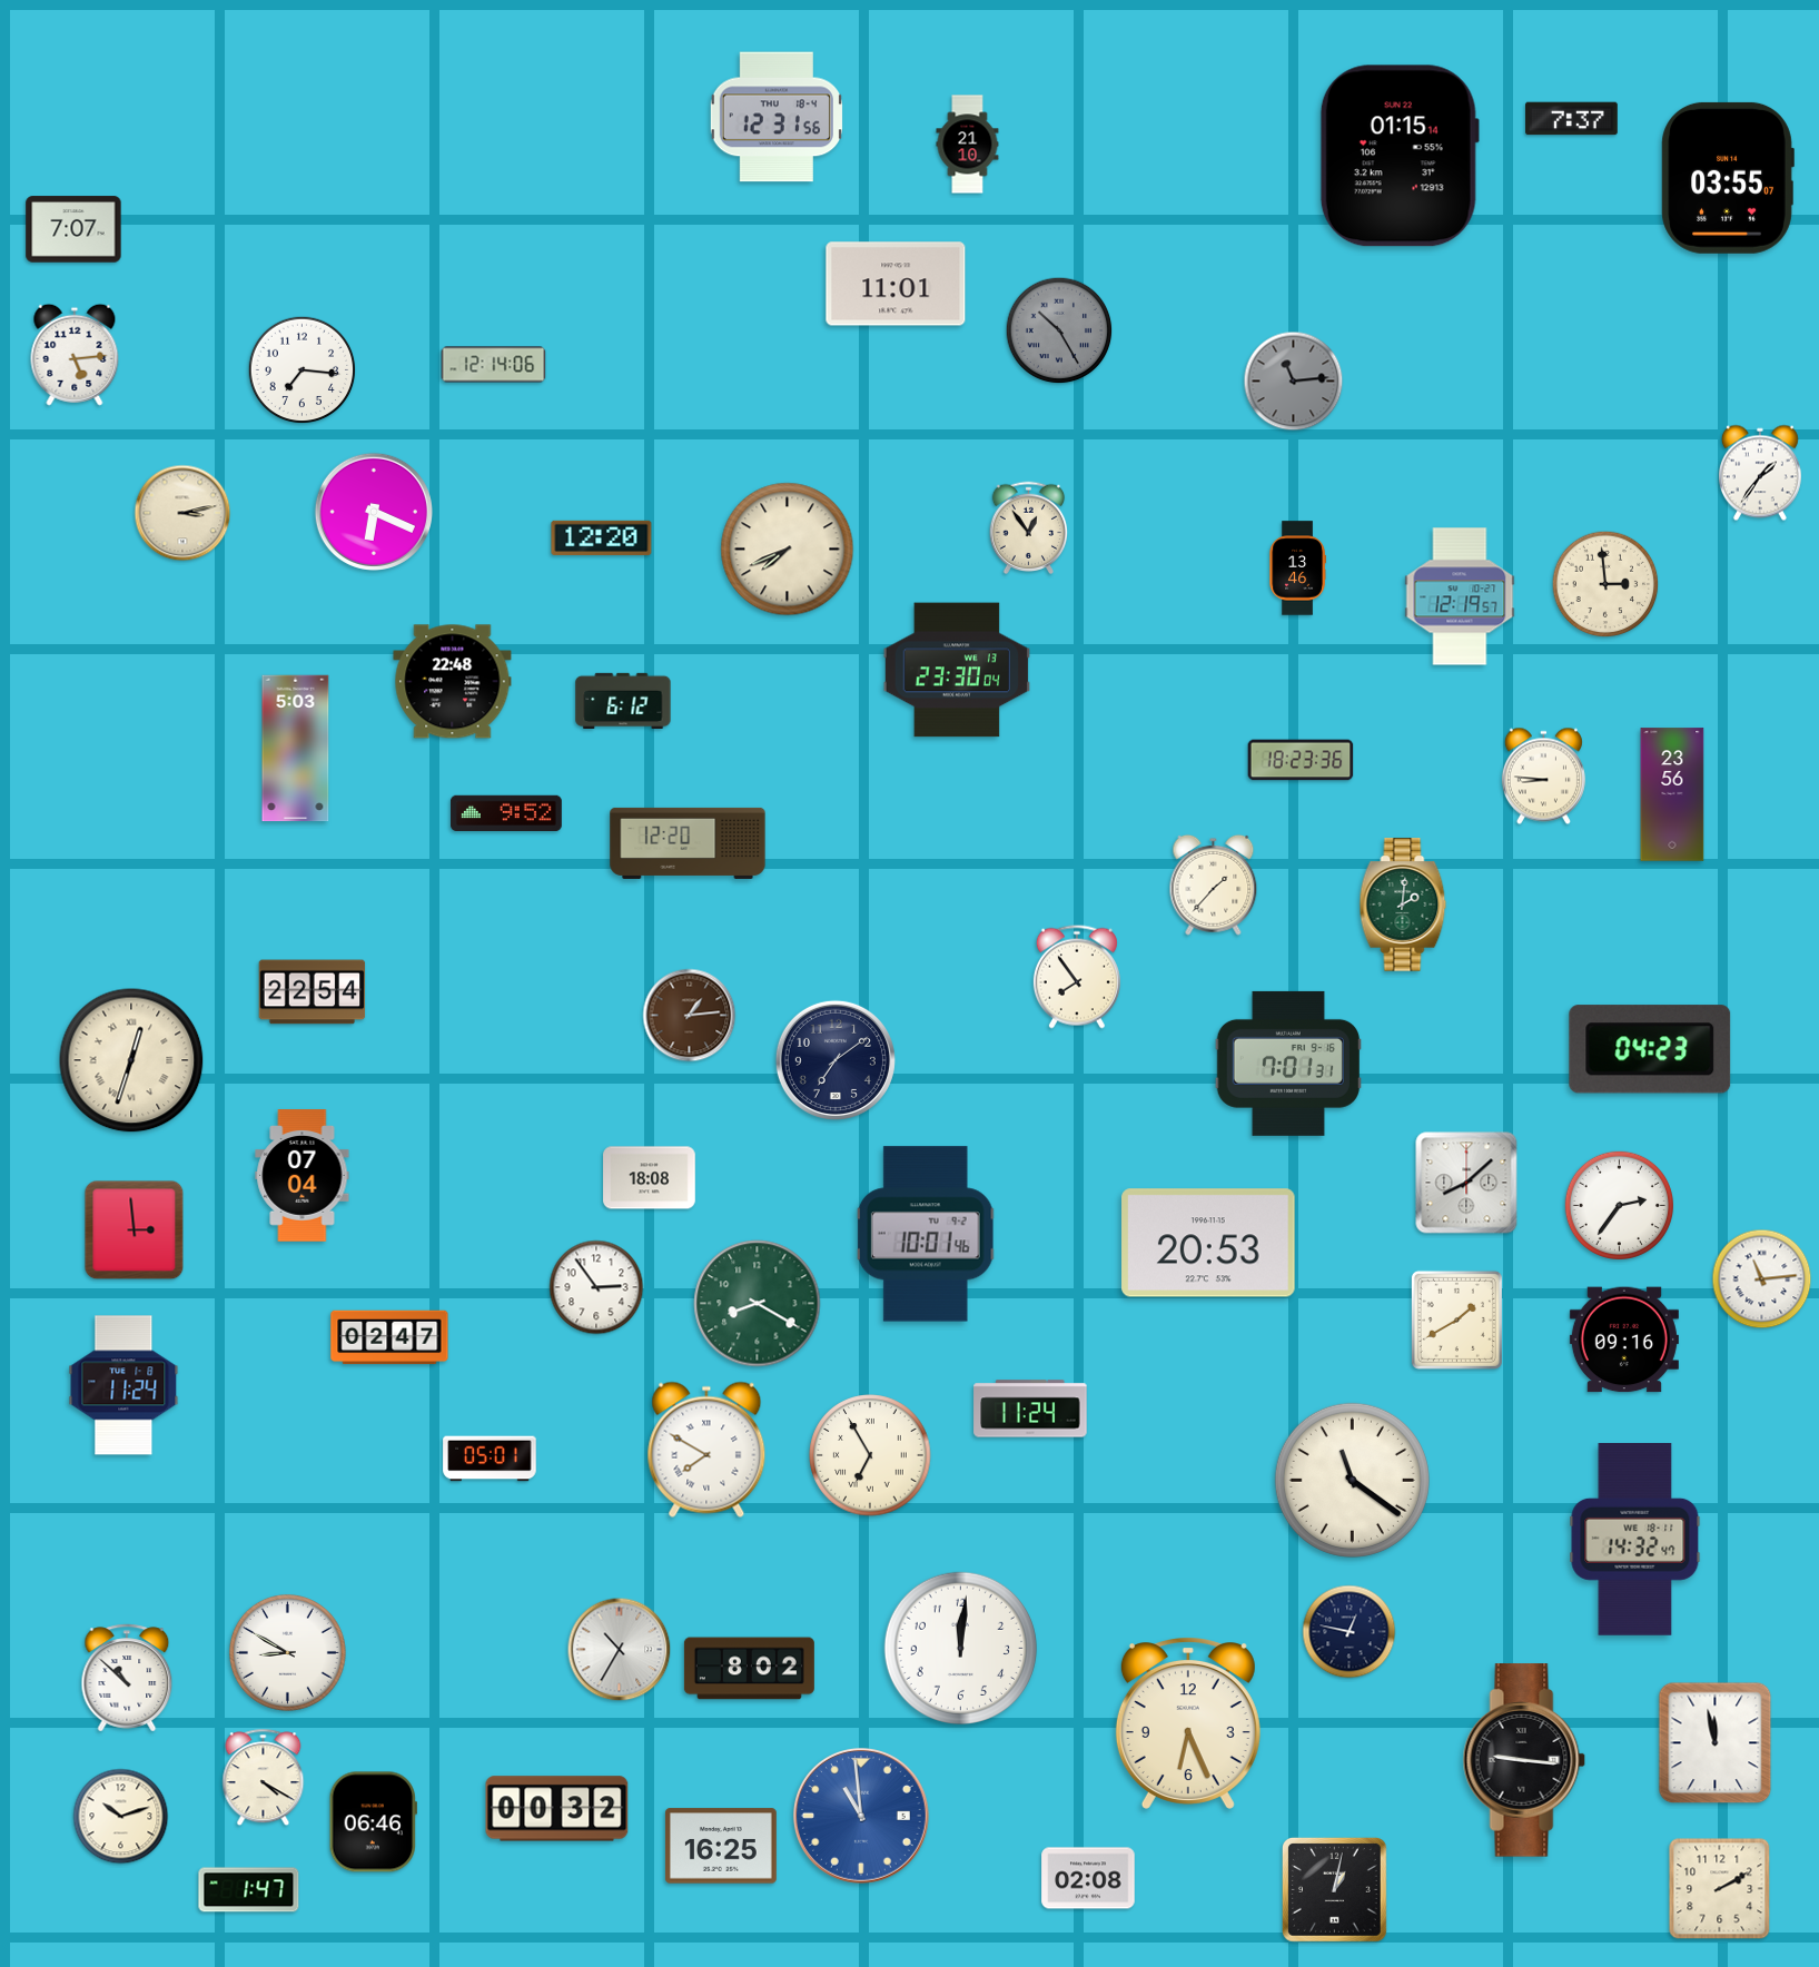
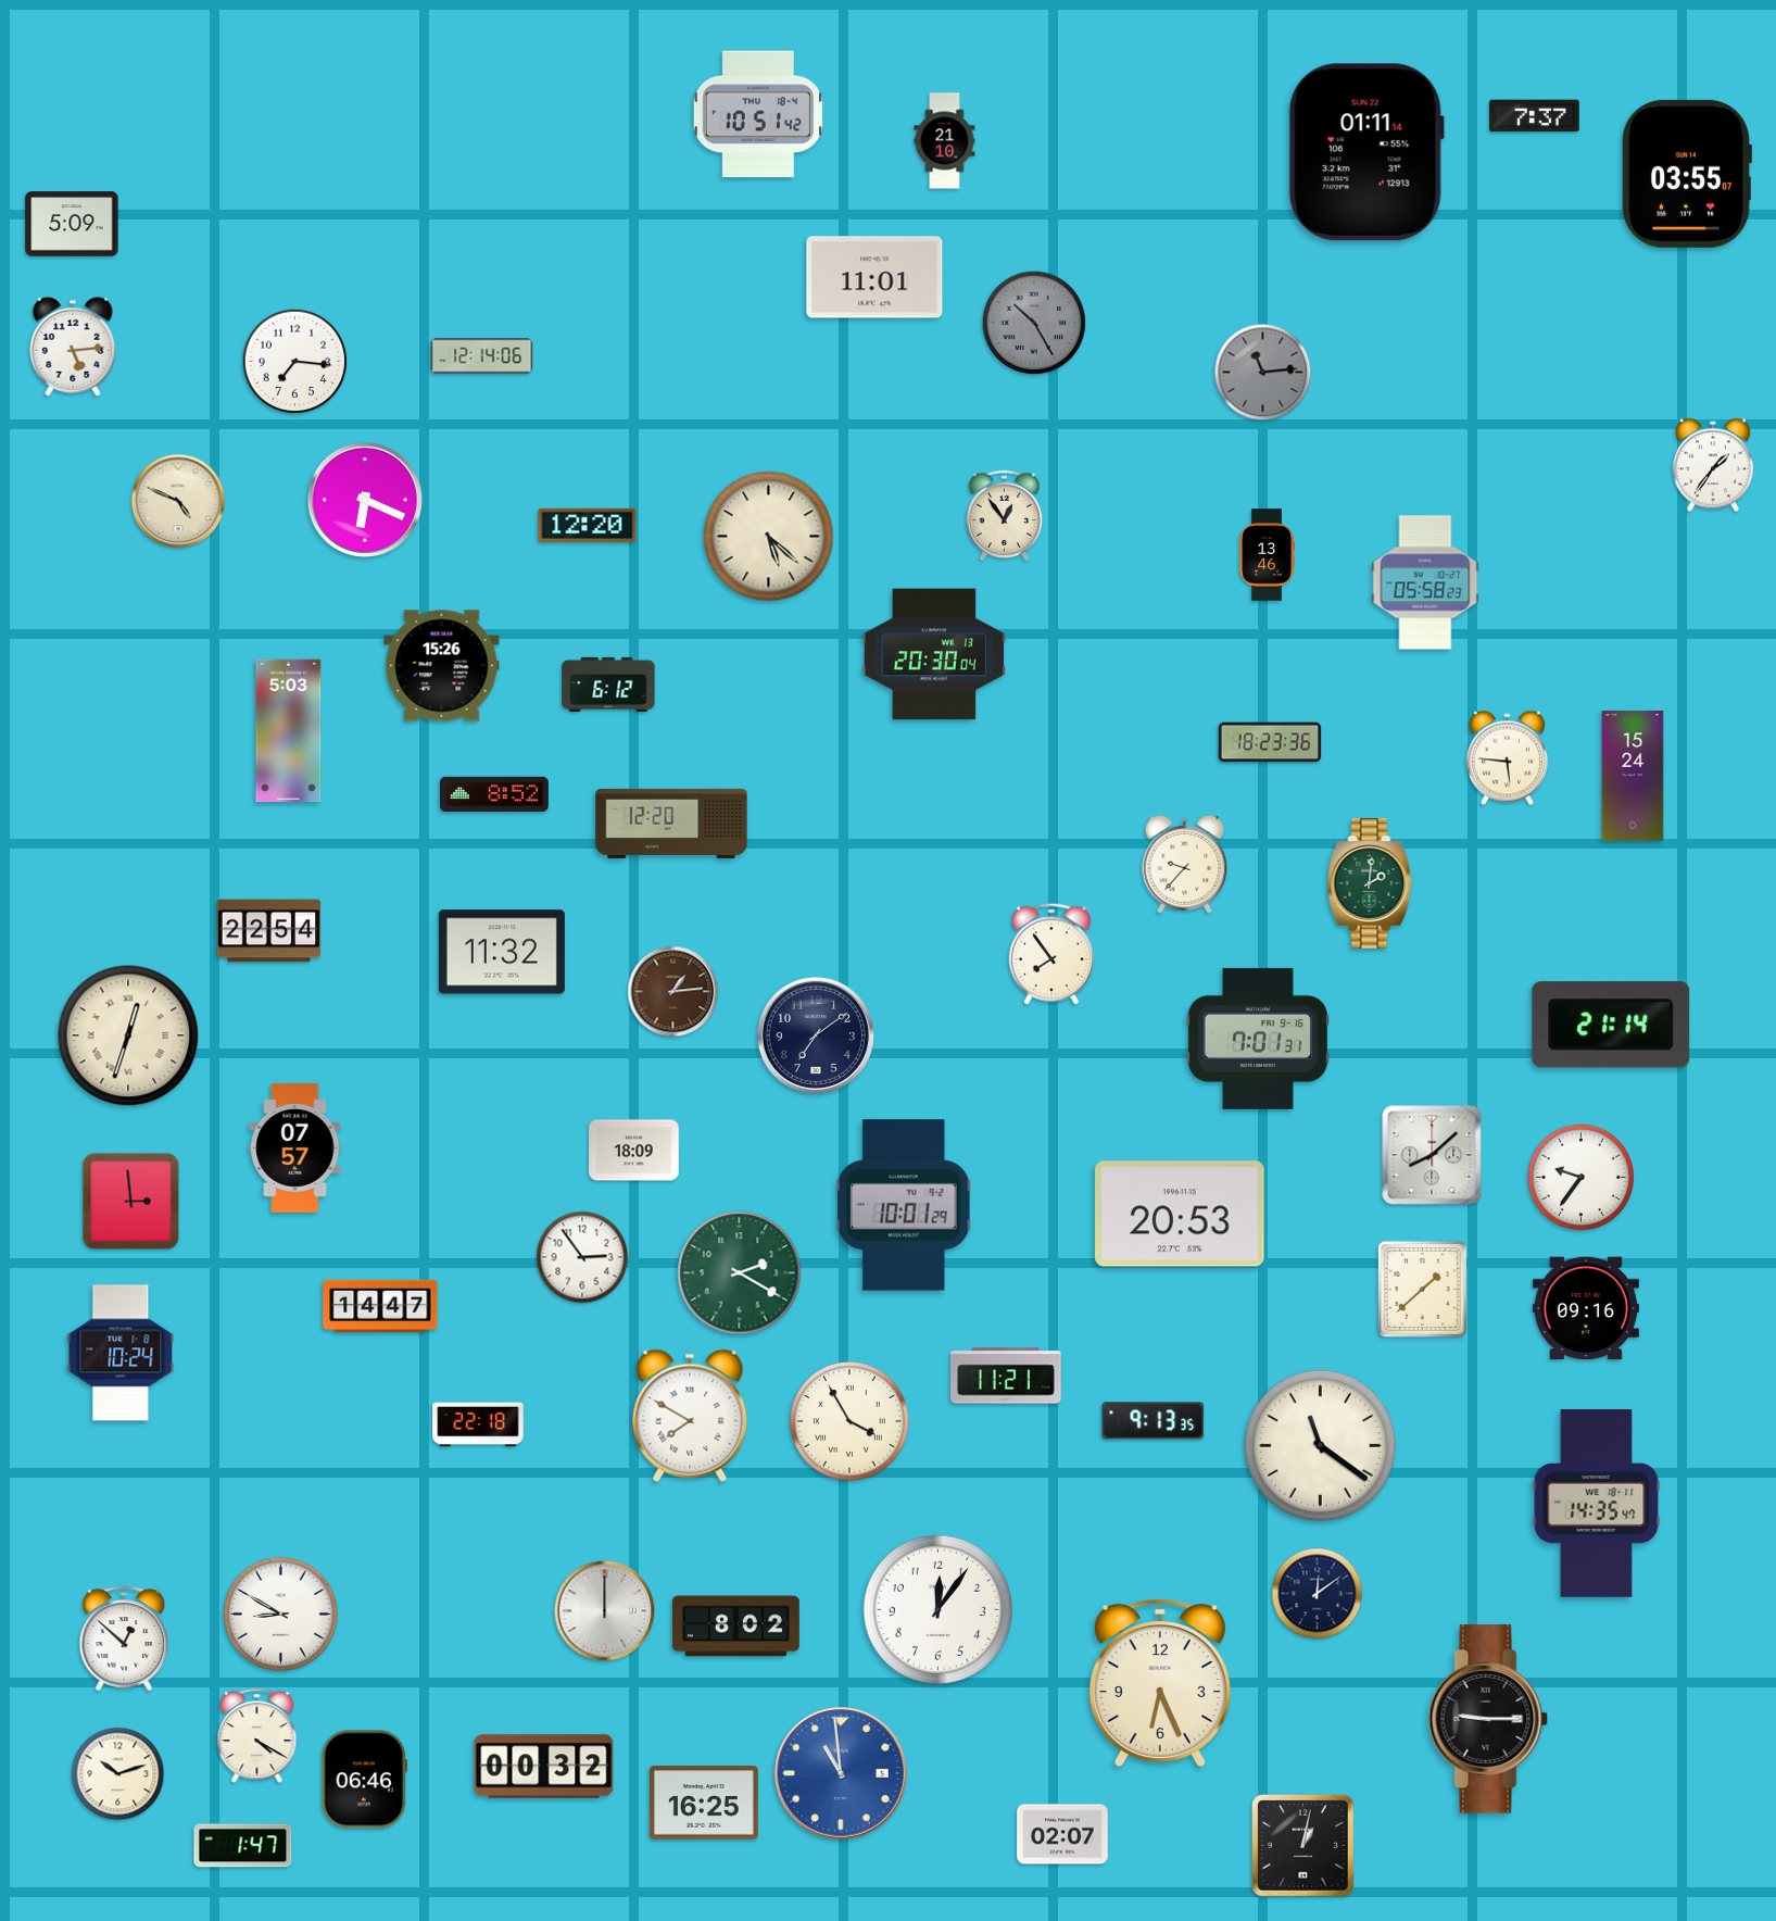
clock at (777, 117): 12:31 -> 10:51
clock at (1400, 156): 01:15 -> 01:11
clock at (73, 229): 7:07 -> 5:09
clock at (1760, 473) position: (1760, 473) -> (1713, 465)
clock at (182, 513): 3:13 -> 4:49
clock at (788, 550): 7:41 -> 5:22
clock at (1605, 584): 2:59 -> none
clock at (1460, 596): 12:19 -> 05:58
clock at (957, 670): 23:30 -> 20:30
clock at (453, 682): 22:48 -> 15:26
clock at (1543, 777): 8:46 -> 5:46
clock at (1672, 794): 23:56 -> 15:24
clock at (506, 813): 9:52 -> 8:52
clock at (1214, 884): 1:37 -> 9:37
clock at (502, 952): none -> 11:32
clock at (313, 992) position: (313, 992) -> (269, 931)
clock at (1650, 1049): 04:23 -> 21:14
clock at (303, 1176): 07:04 -> 07:57
clock at (650, 1178): 18:08 -> 18:09
clock at (1619, 1205): 2:36 -> 9:36
clock at (926, 1234): 10:01:46 -> 10:01:29
clock at (1762, 1279): 11:14 -> none
clock at (758, 1304): 8:20 -> 2:20
clock at (1456, 1319): 1:40 -> 1:38
clock at (389, 1337): 02:47 -> 14:47
clock at (123, 1385): 11:24 -> 10:24
clock at (1030, 1408): 11:24 -> 11:21
clock at (870, 1455): 6:55 -> 3:55
clock at (1154, 1421): none -> 9:13
clock at (490, 1459): 05:01 -> 22:18
clock at (1635, 1540): 14:32 -> 14:35
clock at (1350, 1632): 12:47 -> 12:09
clock at (960, 1648): 12:01 -> 12:06
clock at (620, 1650): 10:35 -> 12:00
clock at (749, 1669) position: (749, 1669) -> (735, 1627)
clock at (127, 1678): 10:52 -> 12:52
clock at (1716, 1743): 11:58 -> none
clock at (1524, 1760): 9:16 -> 9:15
clock at (1088, 1878): 02:08 -> 02:07
clock at (1720, 1889): 2:10 -> none
